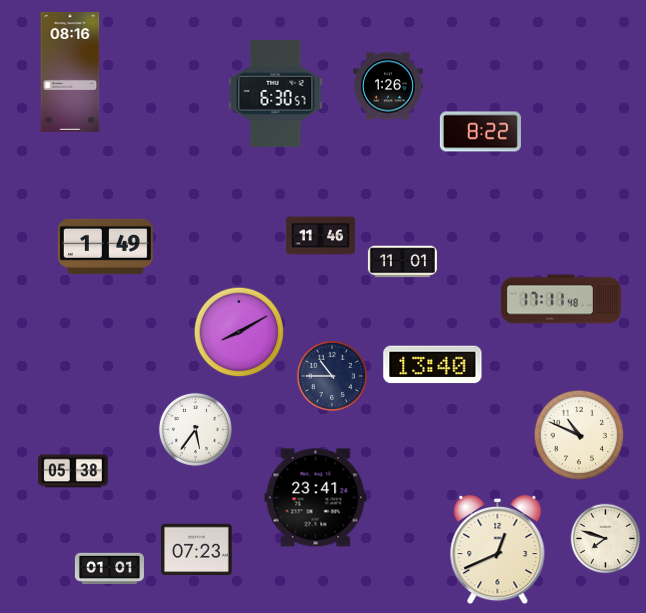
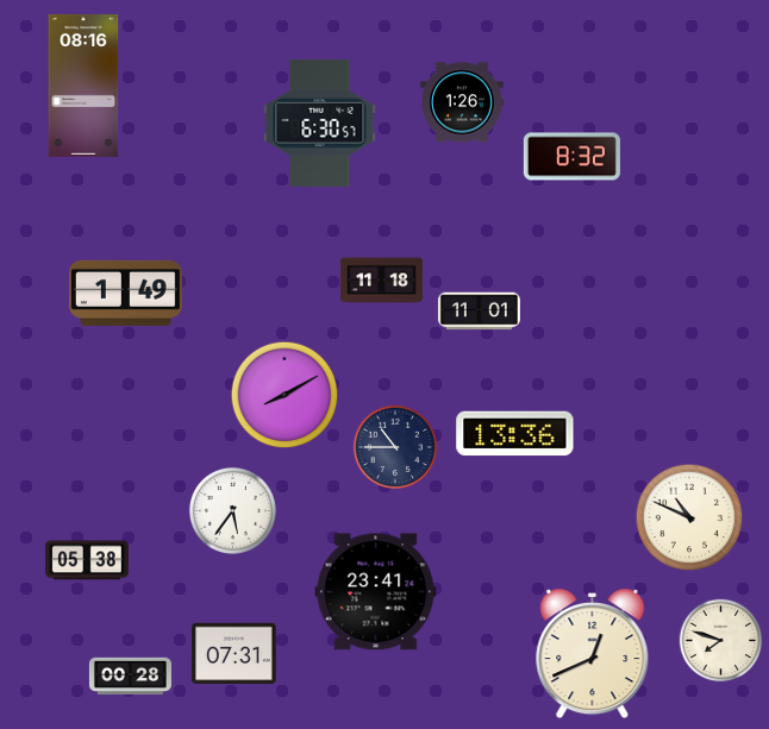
clock at (276, 93) position: (276, 93) -> (320, 122)
clock at (480, 132): 8:22 -> 8:32
clock at (320, 236): 11:46 -> 11:18
clock at (561, 299): 17:11 -> none
clock at (433, 365): 13:40 -> 13:36
clock at (197, 550): 07:23 -> 07:31
clock at (109, 569): 01:01 -> 00:28
